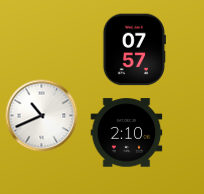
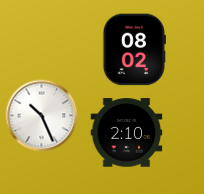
clock at (134, 50): 07:57 -> 08:02
clock at (42, 116): 10:41 -> 10:26
